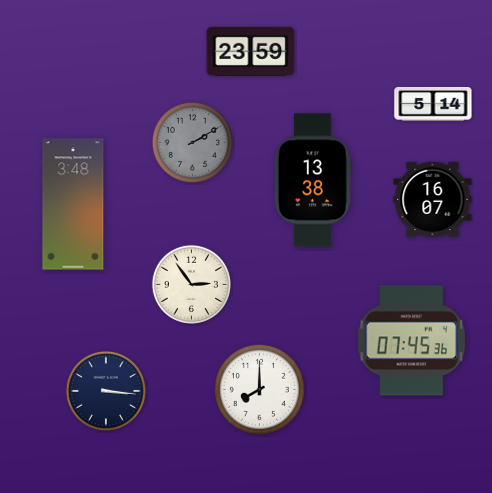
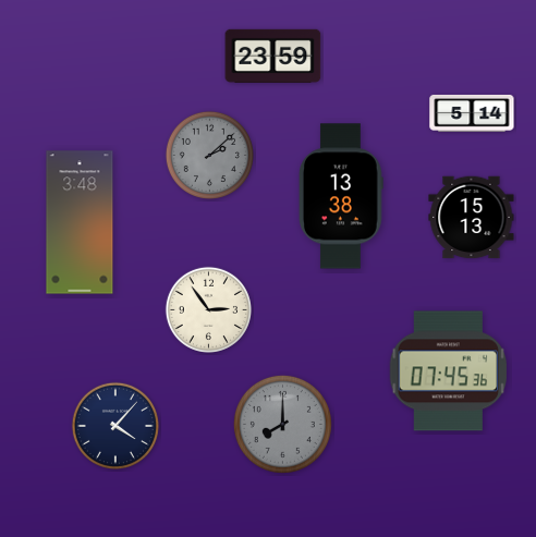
clock at (192, 142): 2:10 -> 2:08
clock at (433, 200): 16:07 -> 15:13
clock at (259, 389) dial: white -> grey
clock at (106, 391): 3:16 -> 4:07
